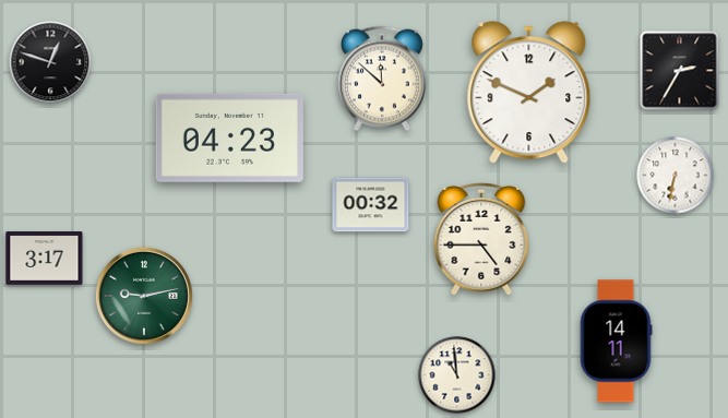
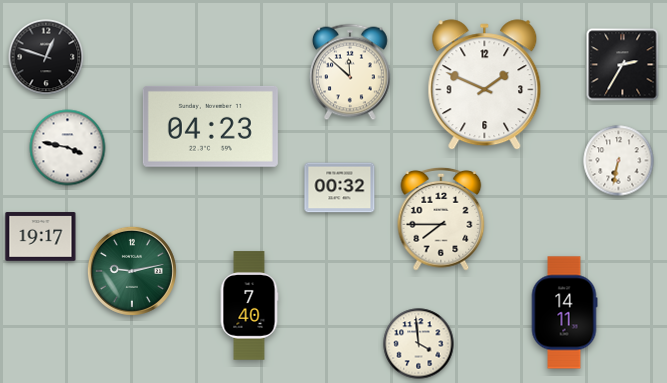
clock at (68, 148): none -> 3:47
clock at (481, 239): 4:45 -> 7:45
clock at (45, 259): 3:17 -> 19:17
clock at (249, 306): none -> 7:40
clock at (457, 375): 10:59 -> 3:59
